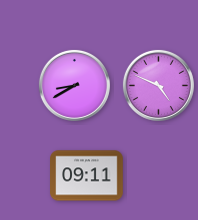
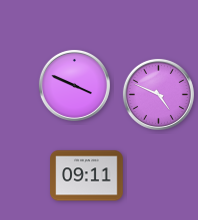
clock at (74, 85): 8:40 -> 3:49
clock at (158, 85) position: (158, 85) -> (158, 94)
